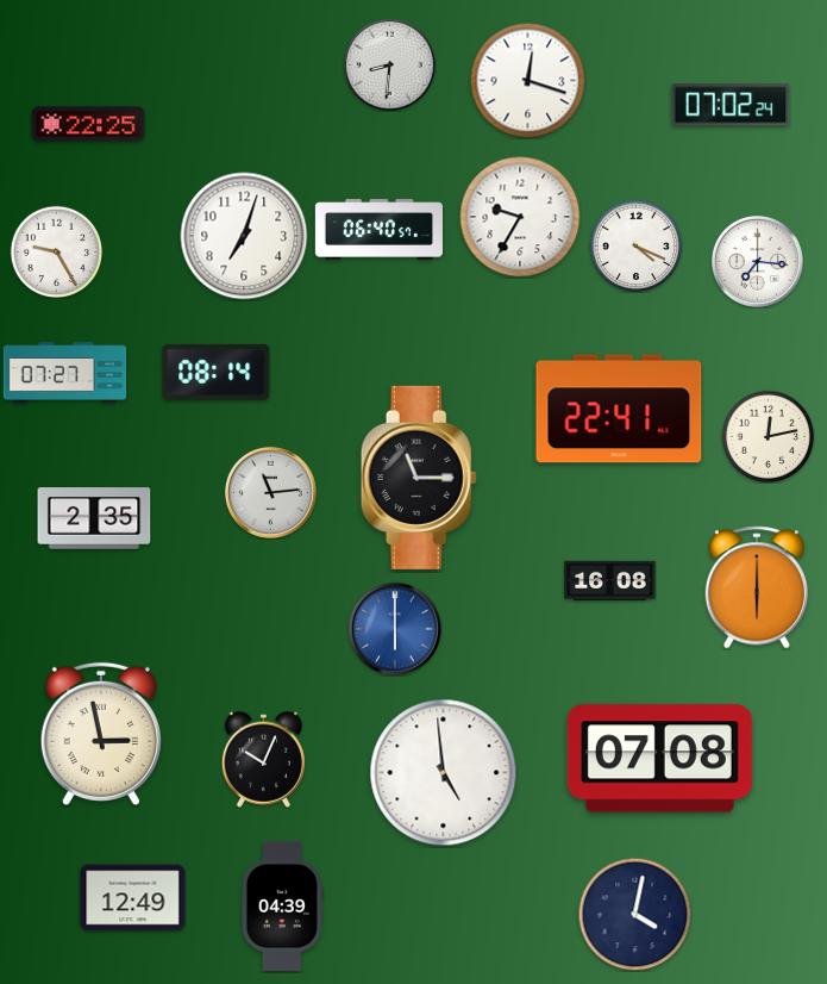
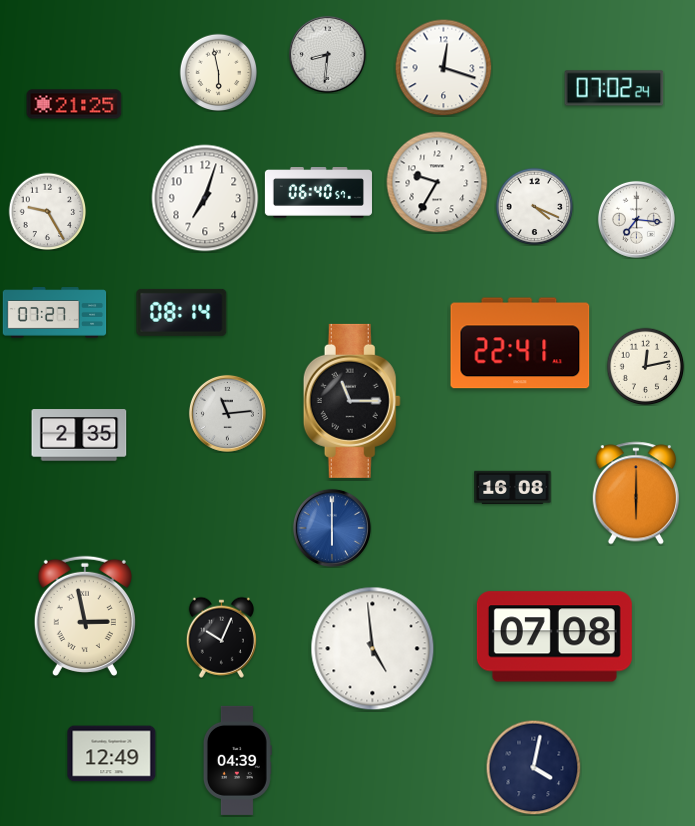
clock at (218, 72): none -> 5:58
clock at (88, 124): 22:25 -> 21:25
